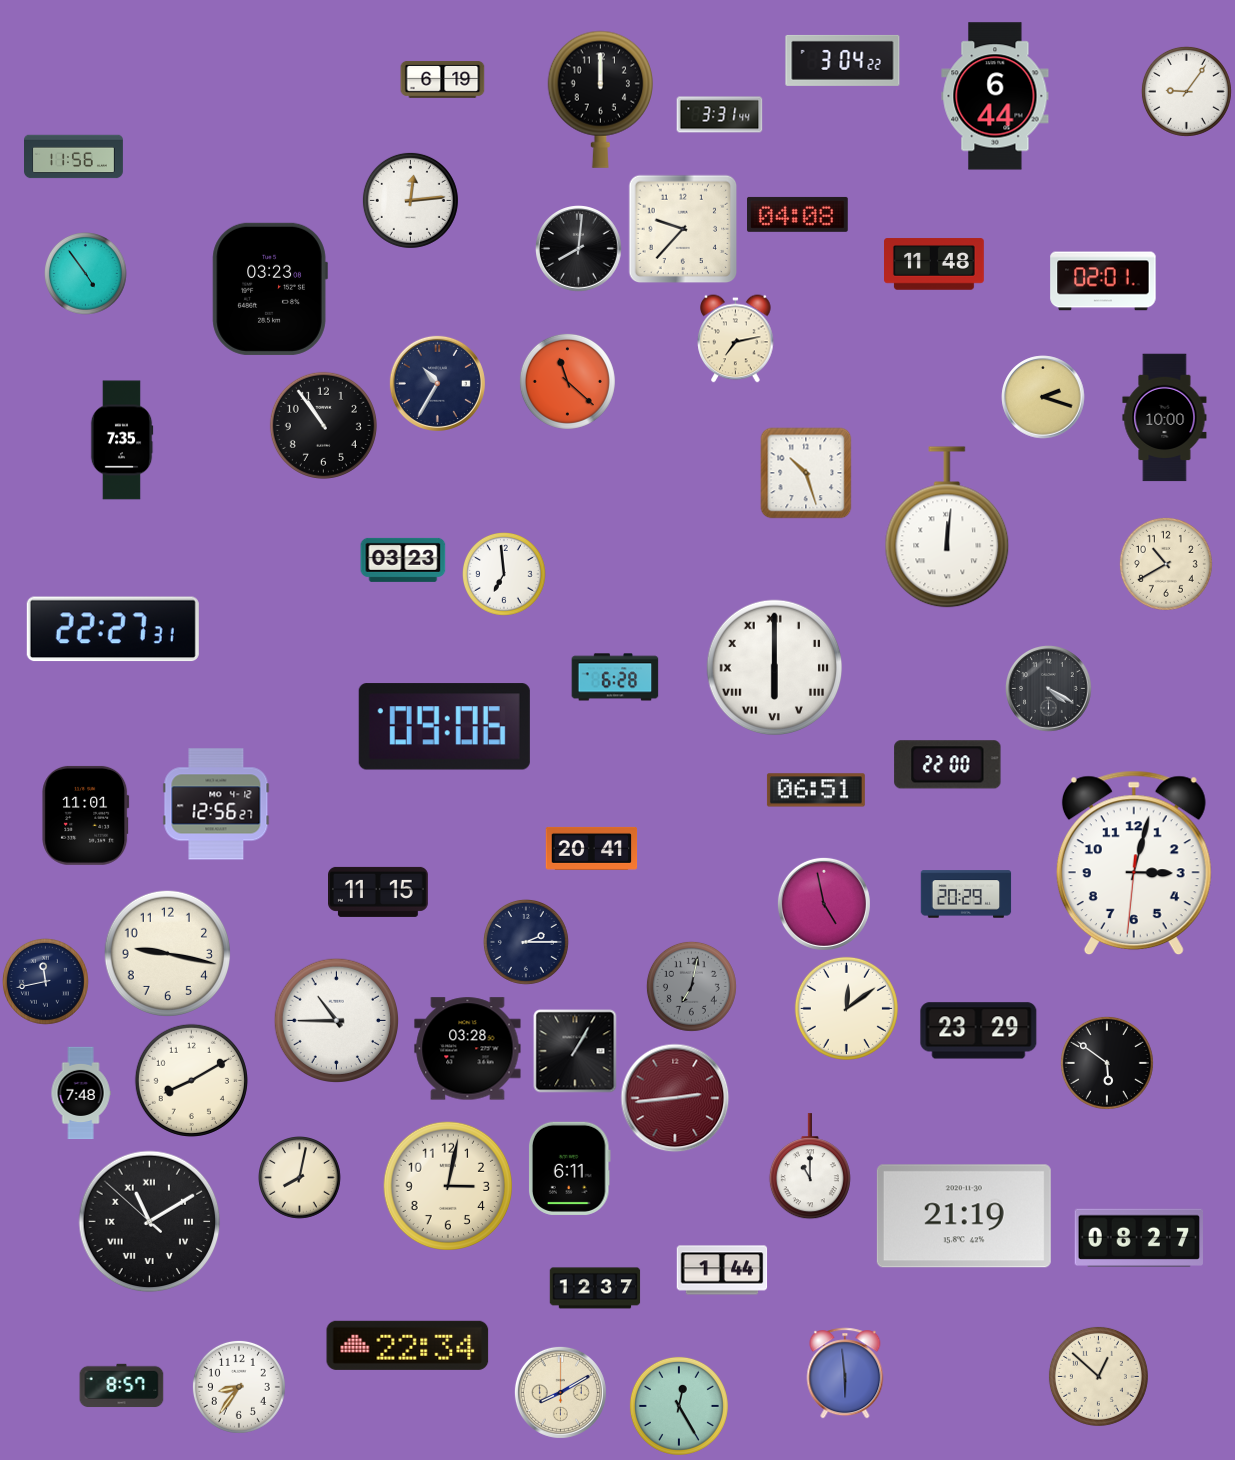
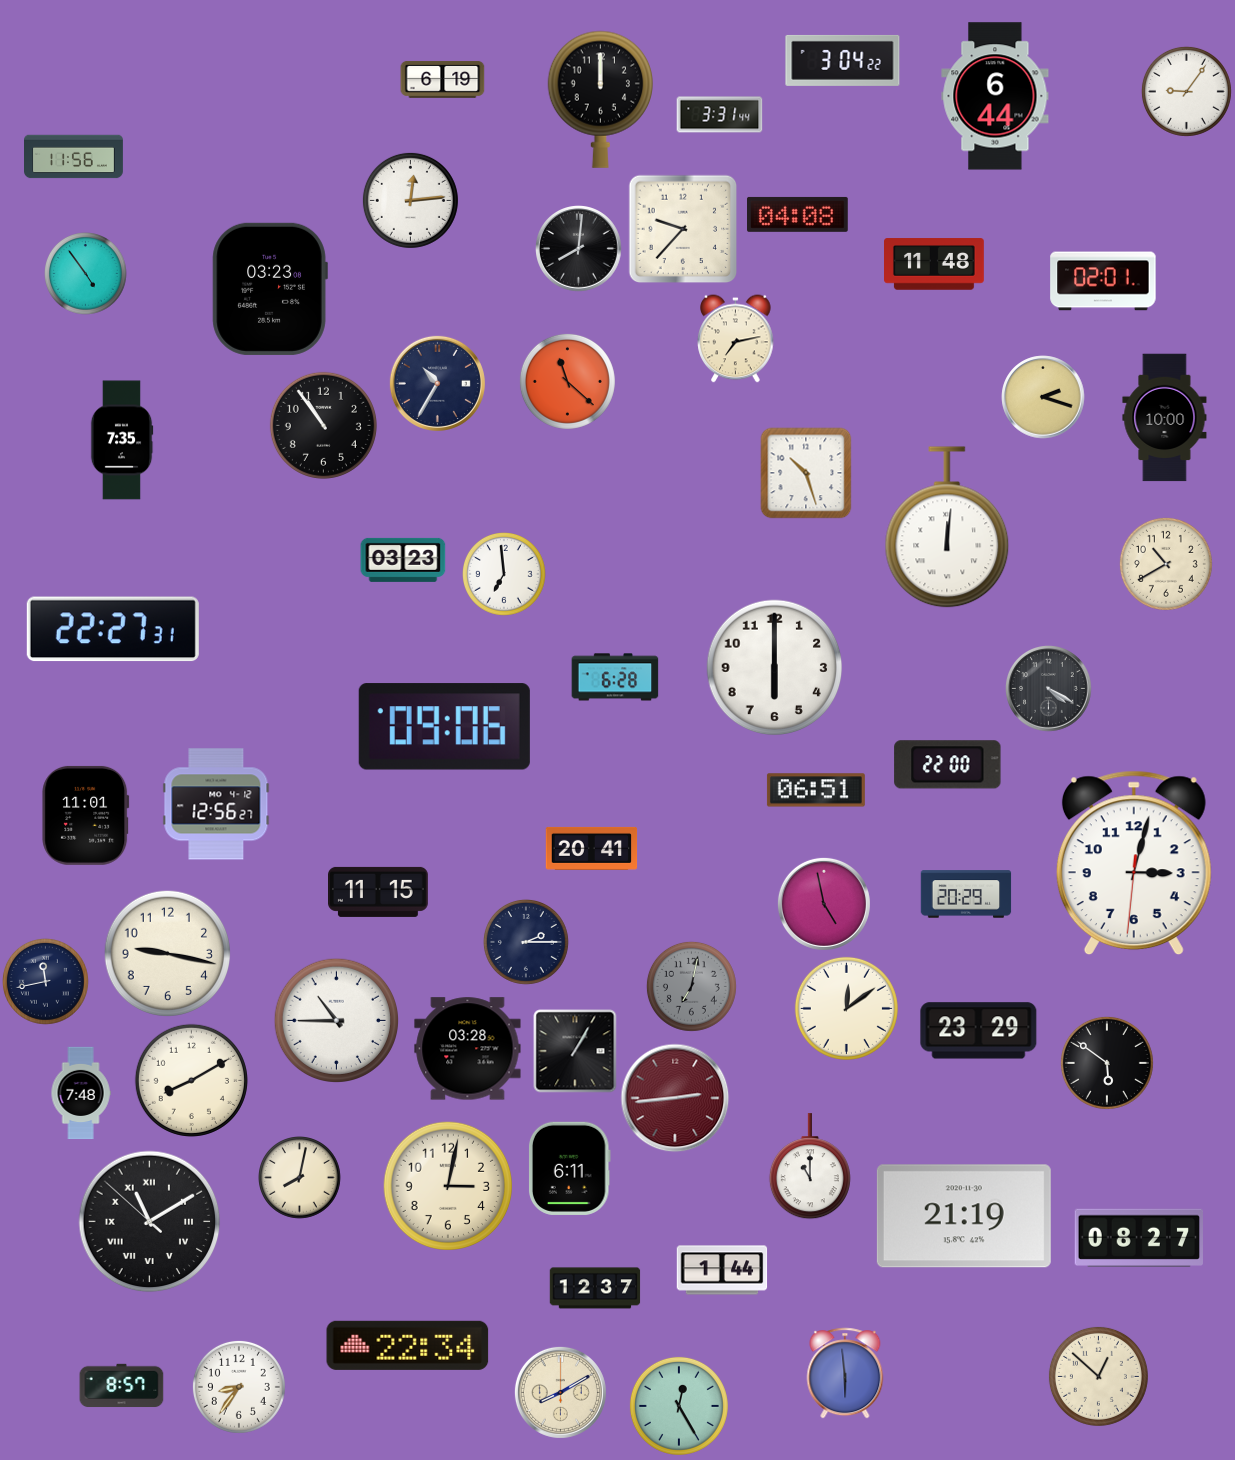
clock at (775, 668) numerals: Roman -> Arabic
